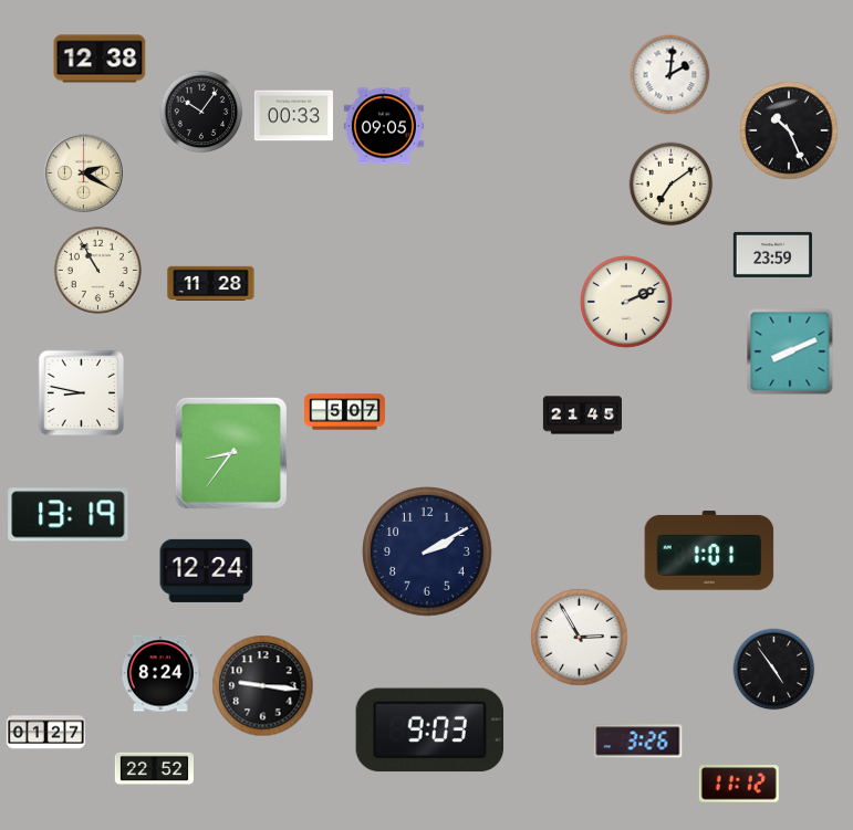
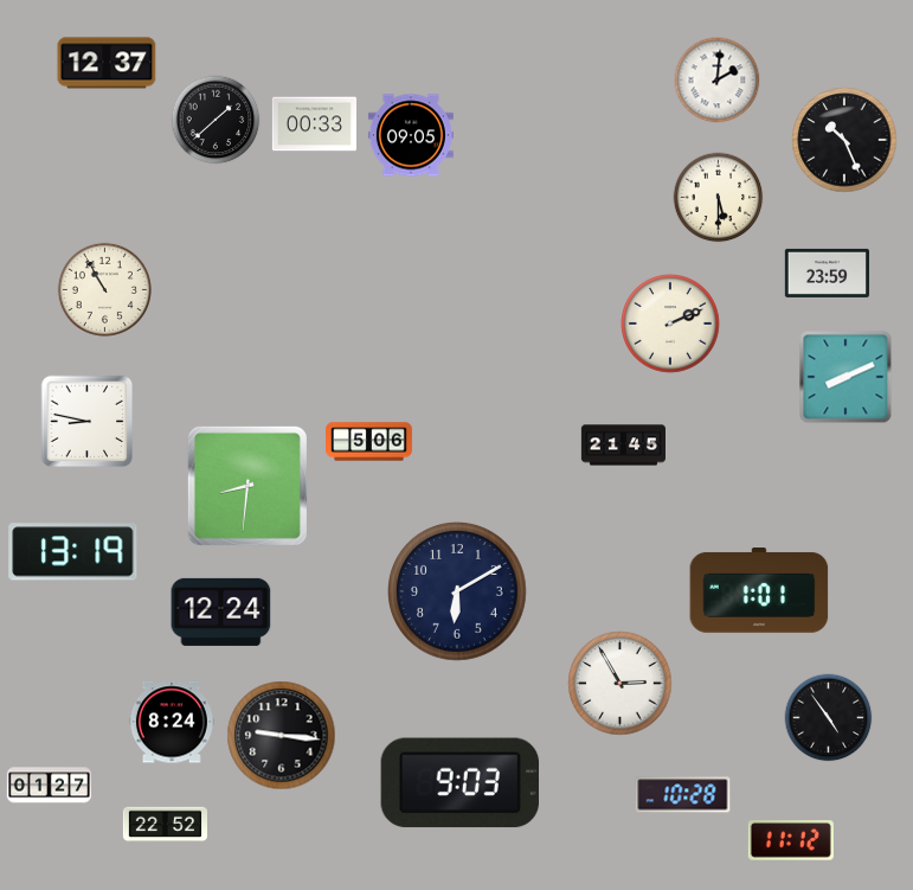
clock at (100, 59): 12:38 -> 12:37
clock at (201, 112): 10:06 -> 1:38
clock at (83, 172): 2:20 -> none
clock at (672, 185): 7:09 -> 5:30
clock at (211, 284): 11:28 -> none
clock at (345, 412): 5:07 -> 5:06
clock at (231, 453): 8:36 -> 8:31
clock at (428, 553): 2:10 -> 6:10
clock at (638, 742): 3:26 -> 10:28
